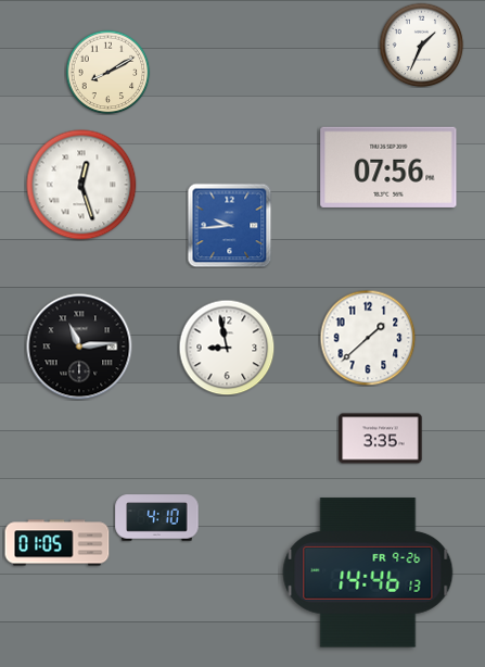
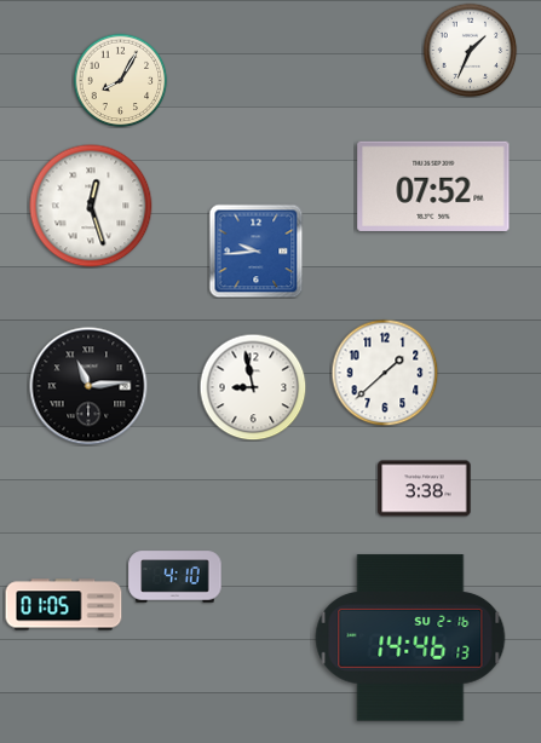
clock at (107, 72): 8:10 -> 8:05
clock at (388, 167): 07:56 -> 07:52
clock at (368, 338) position: (368, 338) -> (385, 373)
clock at (381, 439): 3:35 -> 3:38
clock at (368, 572) date: FR 9-26 -> SU 2-16
